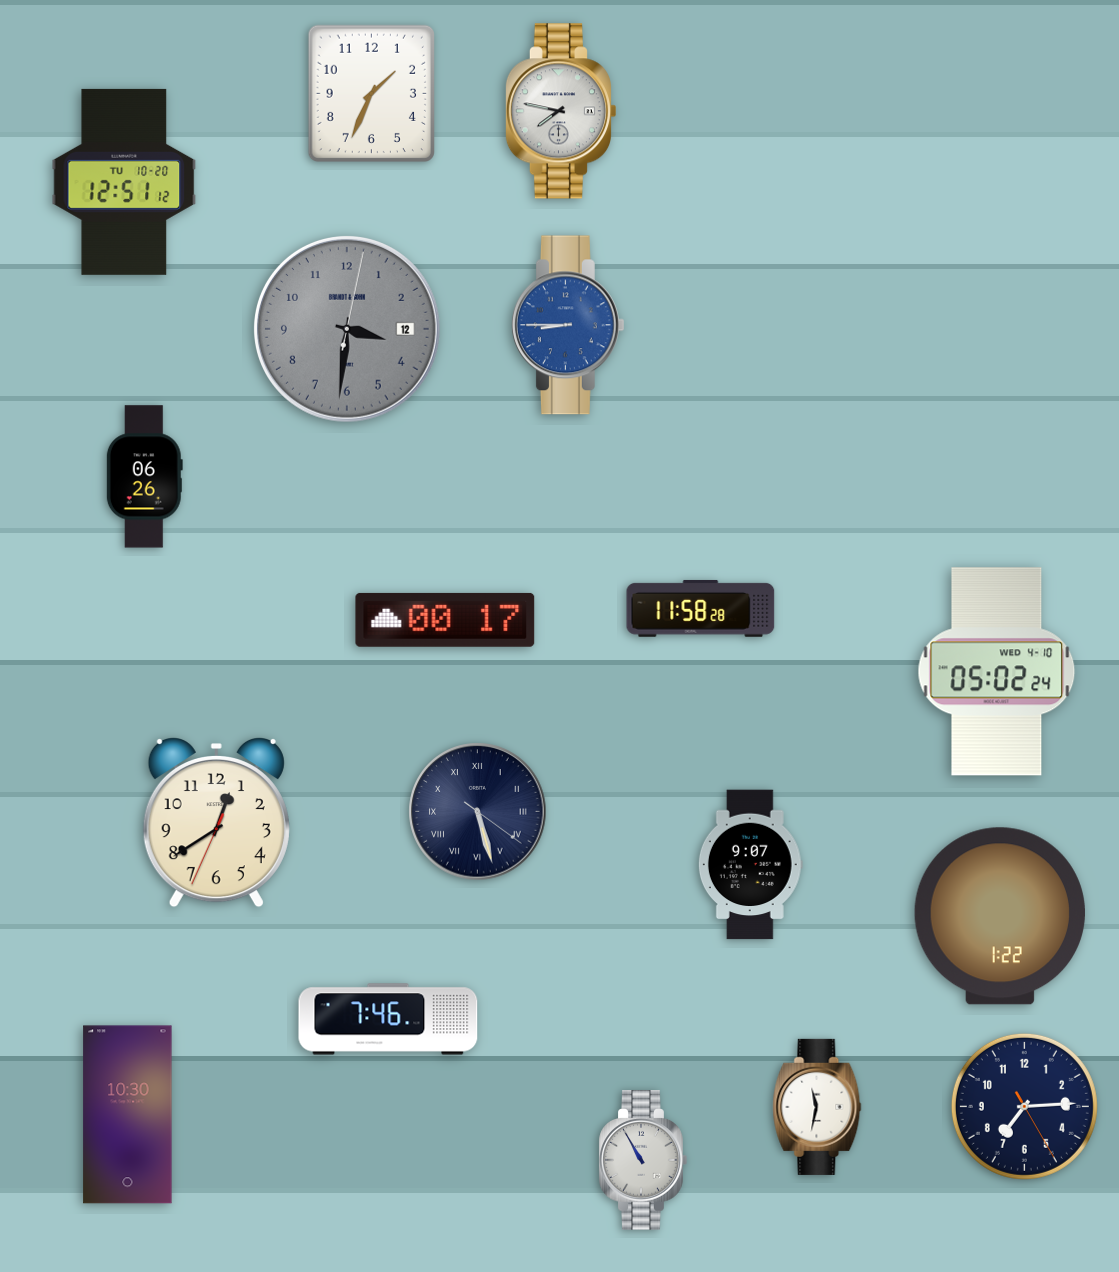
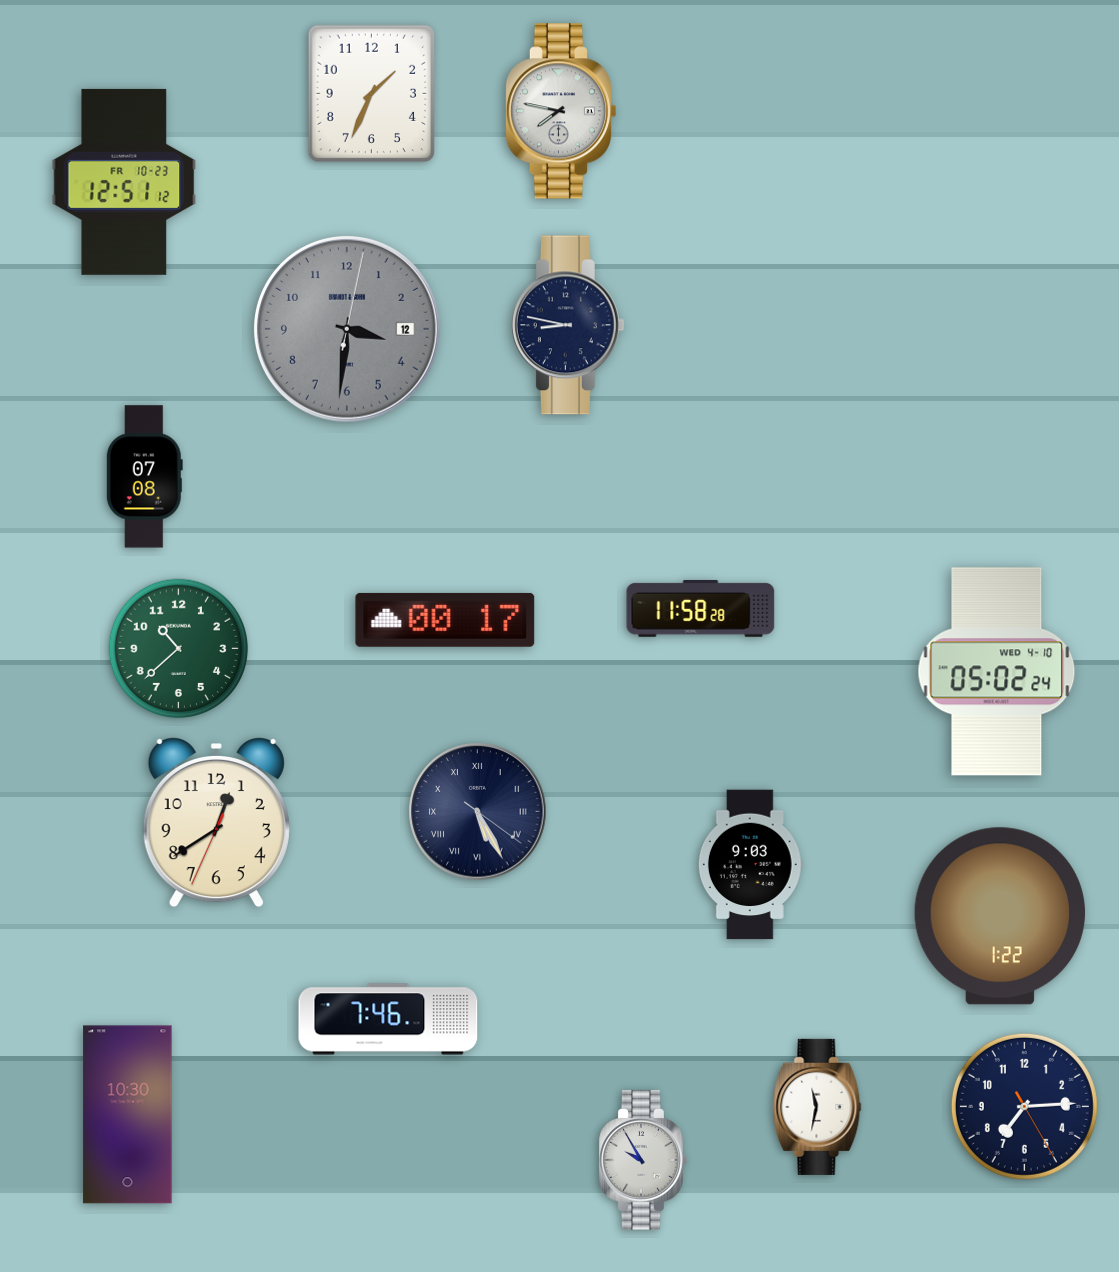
clock at (124, 182) date: TU 10-20 -> FR 10-23
clock at (568, 325): 8:45 -> 8:47
clock at (568, 325) dial: blue -> navy
clock at (144, 477): 06:26 -> 07:08
clock at (179, 649): none -> 10:38
clock at (478, 812): 5:27 -> 5:25
clock at (750, 865): 9:07 -> 9:03
clock at (643, 1160): 10:55 -> 9:55
